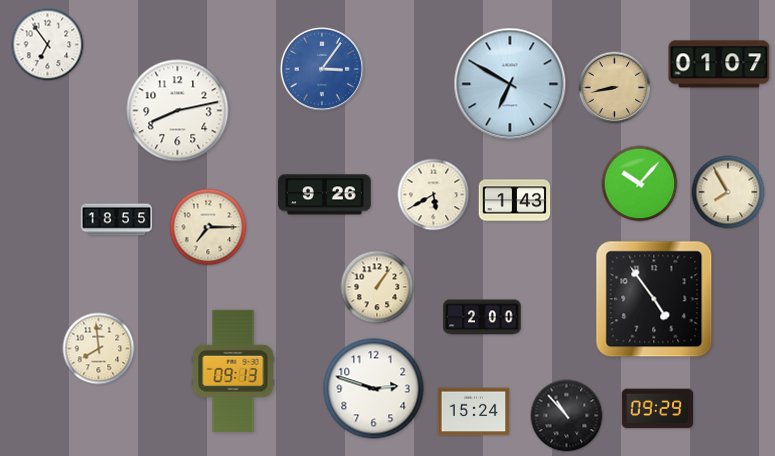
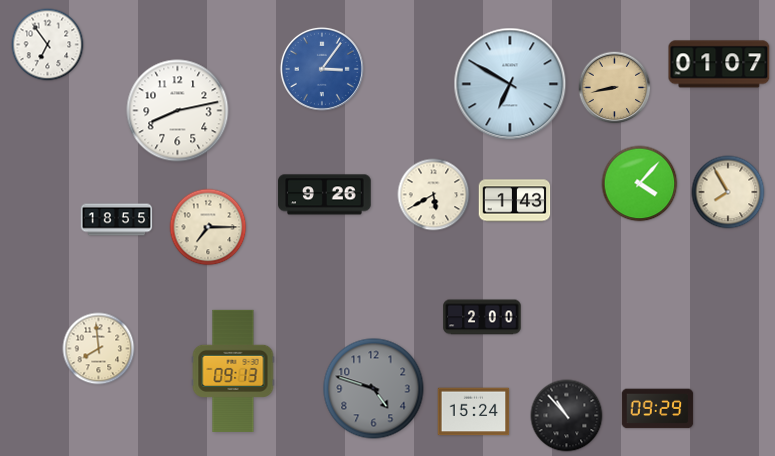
clock at (640, 184): 10:07 -> 4:07
clock at (377, 287): 1:06 -> none
clock at (654, 299): 4:54 -> none
clock at (374, 389): 2:48 -> 4:48
clock at (374, 389) dial: white -> grey
